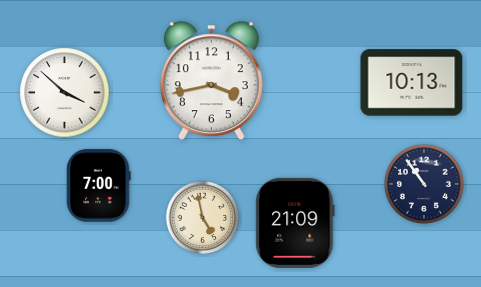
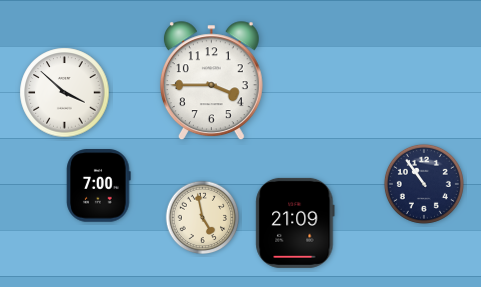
clock at (211, 81): 3:43 -> 3:45
clock at (412, 83): 10:13 -> none
